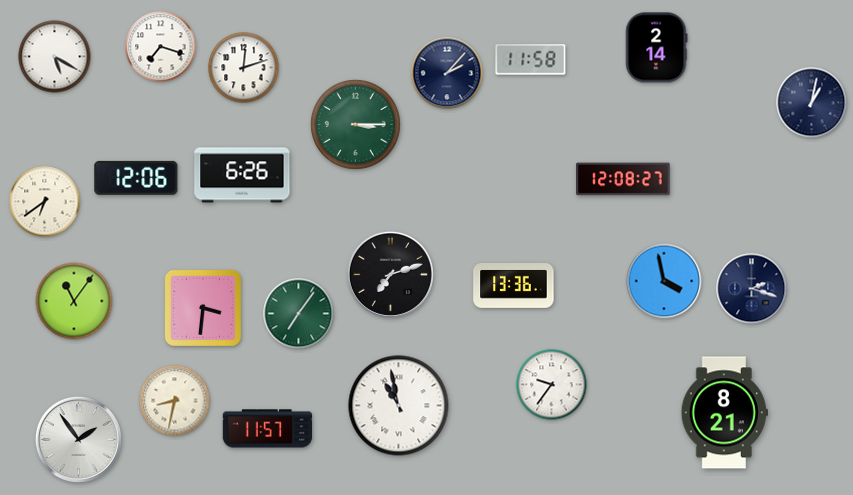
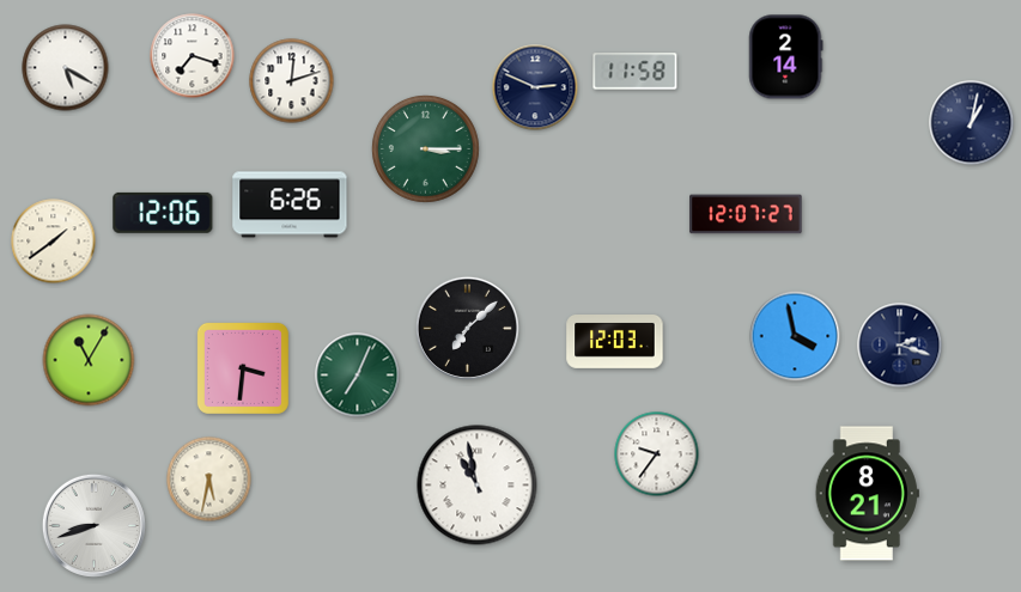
clock at (447, 73): 2:07 -> 2:49
clock at (242, 175) position: (242, 175) -> (290, 205)
clock at (623, 179): 12:08 -> 12:07
clock at (45, 202): 6:39 -> 1:39
clock at (390, 274): 7:12 -> 7:08
clock at (514, 286): 13:36 -> 12:03
clock at (74, 301): 11:06 -> 11:05
clock at (299, 314): 7:06 -> 7:04
clock at (552, 385) position: (552, 385) -> (657, 454)
clock at (175, 401): 8:32 -> 5:32
clock at (268, 429): 11:57 -> none
clock at (78, 439): 1:54 -> 8:42
